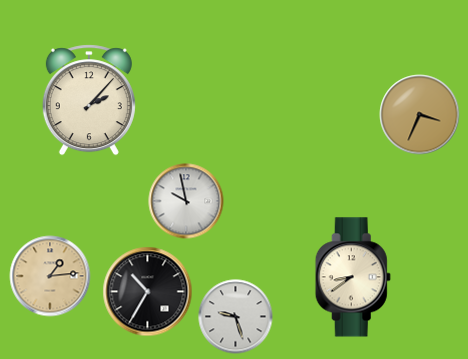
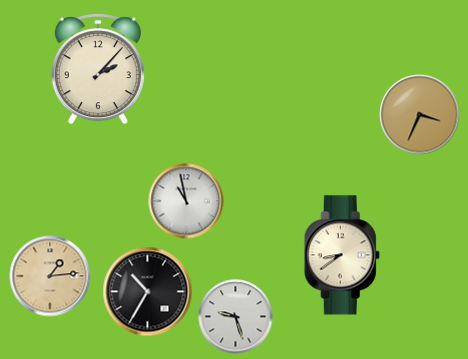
clock at (89, 100) position: (89, 100) -> (98, 69)
clock at (186, 201): 9:58 -> 10:58
clock at (353, 277) position: (353, 277) -> (342, 255)
